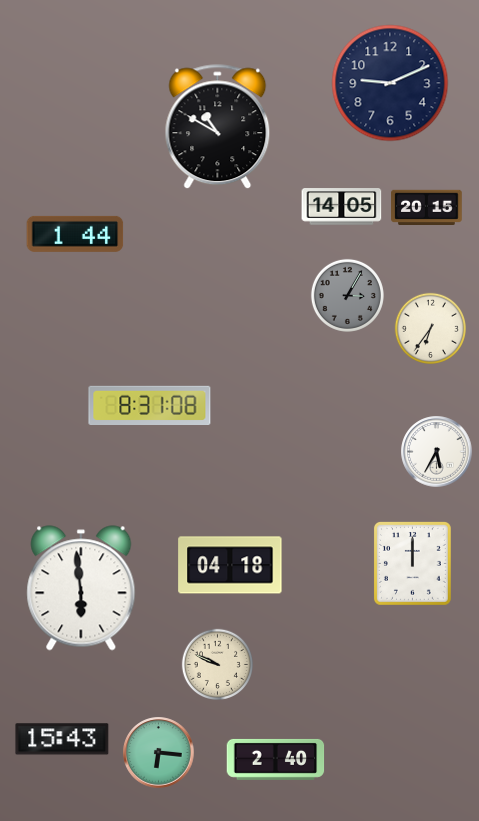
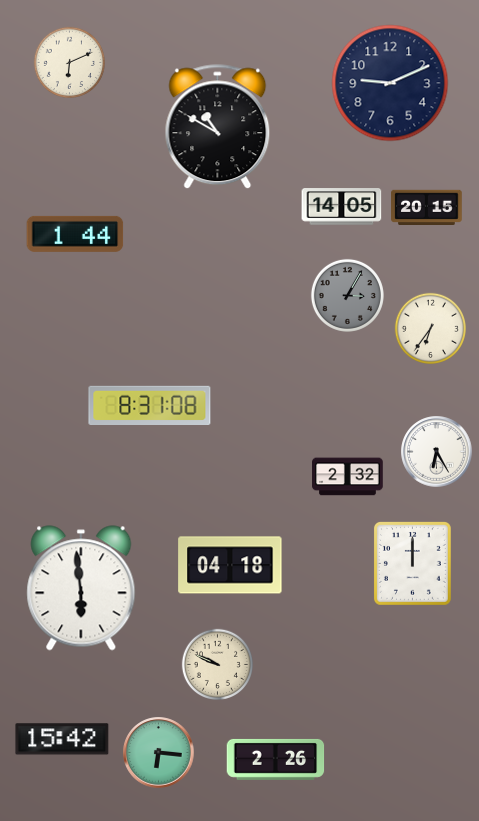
clock at (69, 62): none -> 6:11
clock at (437, 452): 5:35 -> 6:25
clock at (348, 477): none -> 2:32
clock at (62, 739): 15:43 -> 15:42
clock at (276, 759): 2:40 -> 2:26
